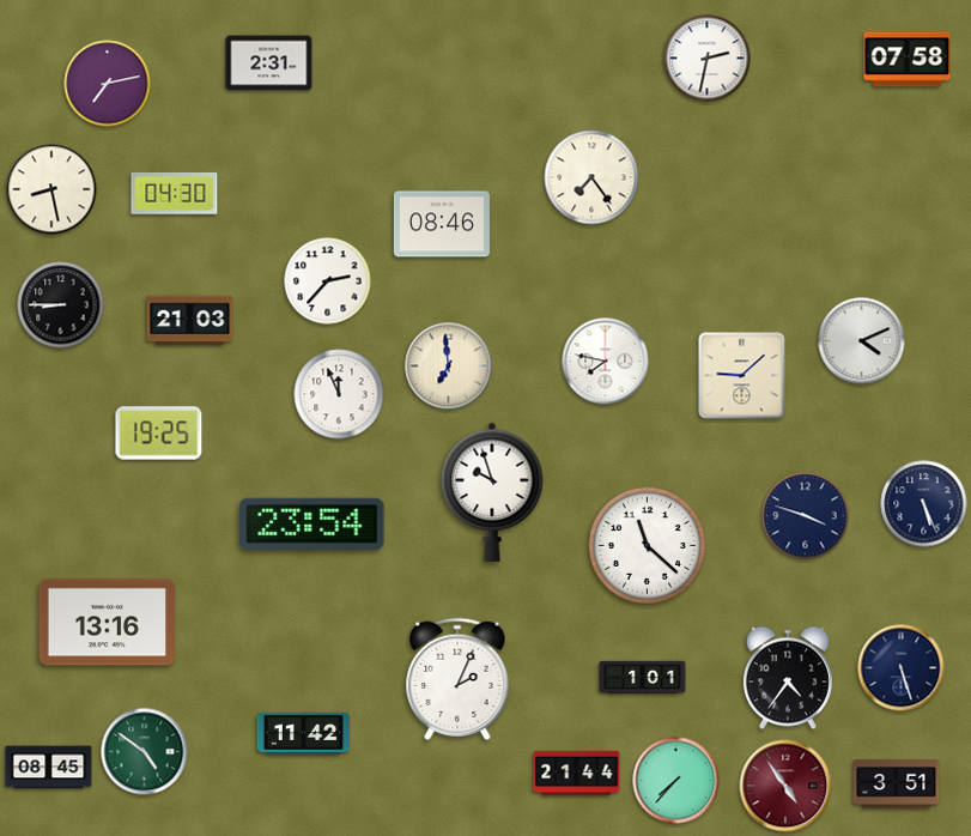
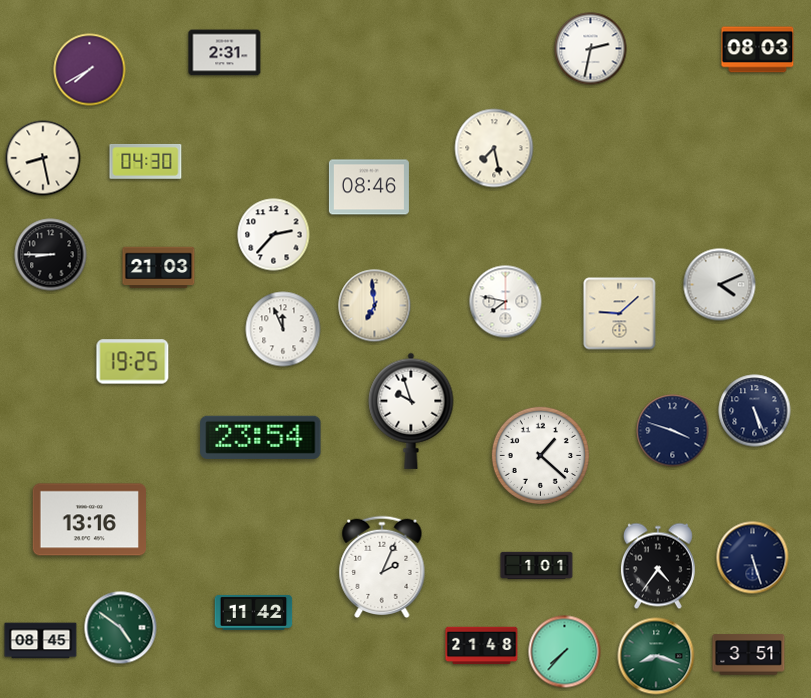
clock at (908, 60): 07:58 -> 08:03
clock at (108, 84): 7:13 -> 7:40
clock at (591, 177): 7:24 -> 7:28
clock at (924, 504) position: (924, 504) -> (755, 411)
clock at (647, 545): 11:22 -> 1:22
clock at (577, 774): 21:44 -> 21:48
clock at (785, 786): 4:54 -> 8:18
clock at (785, 786) dial: burgundy -> green
